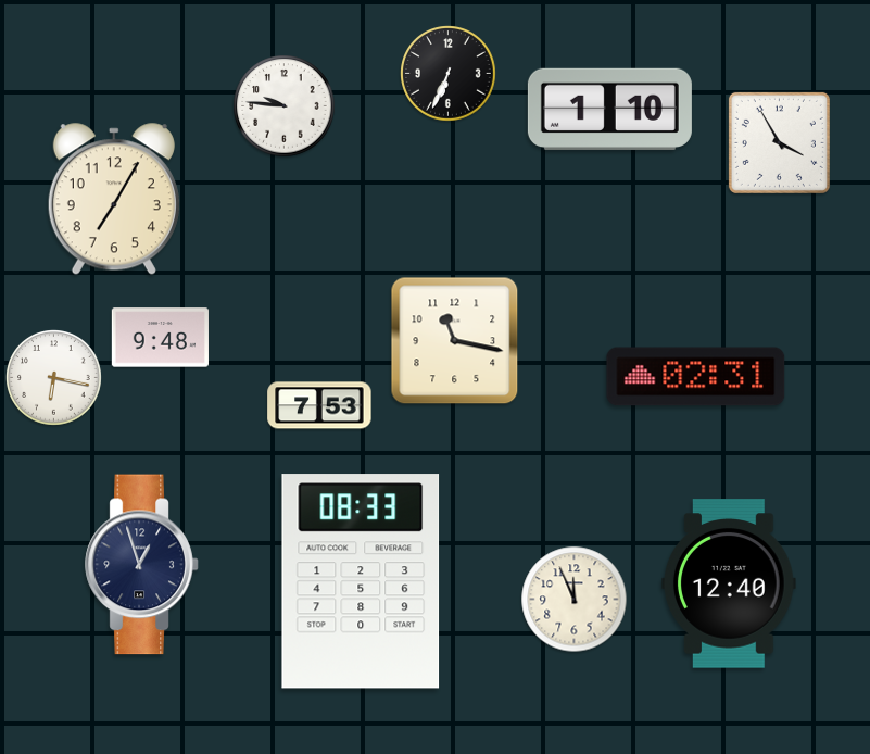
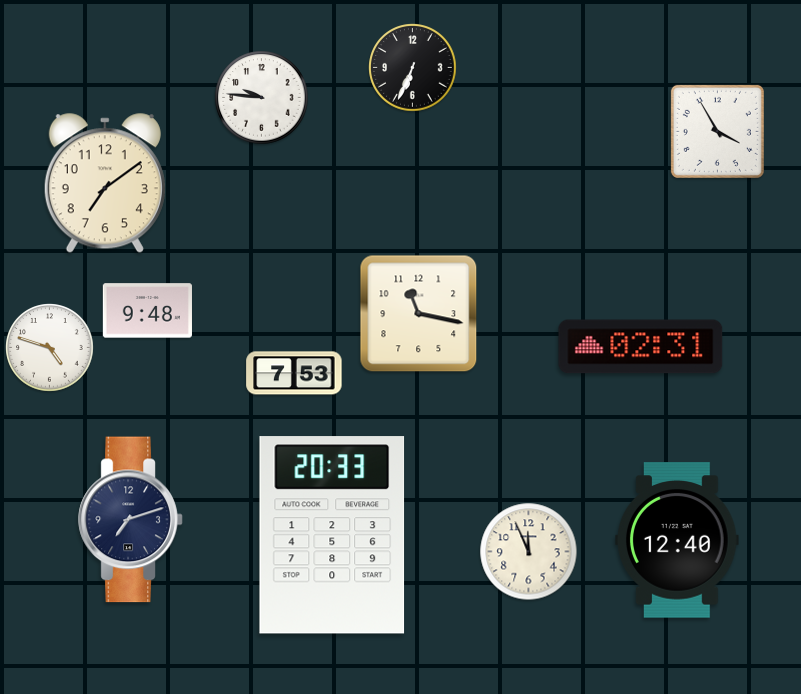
clock at (609, 109): 1:10 -> none
clock at (114, 200): 7:05 -> 7:09
clock at (54, 378): 6:17 -> 4:48
clock at (142, 565): 12:57 -> 7:12
clock at (361, 581): 08:33 -> 20:33
clock at (730, 583) position: (730, 583) -> (678, 540)
